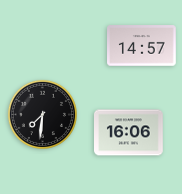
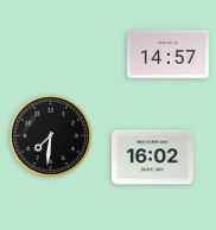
clock at (129, 133): 16:06 -> 16:02
